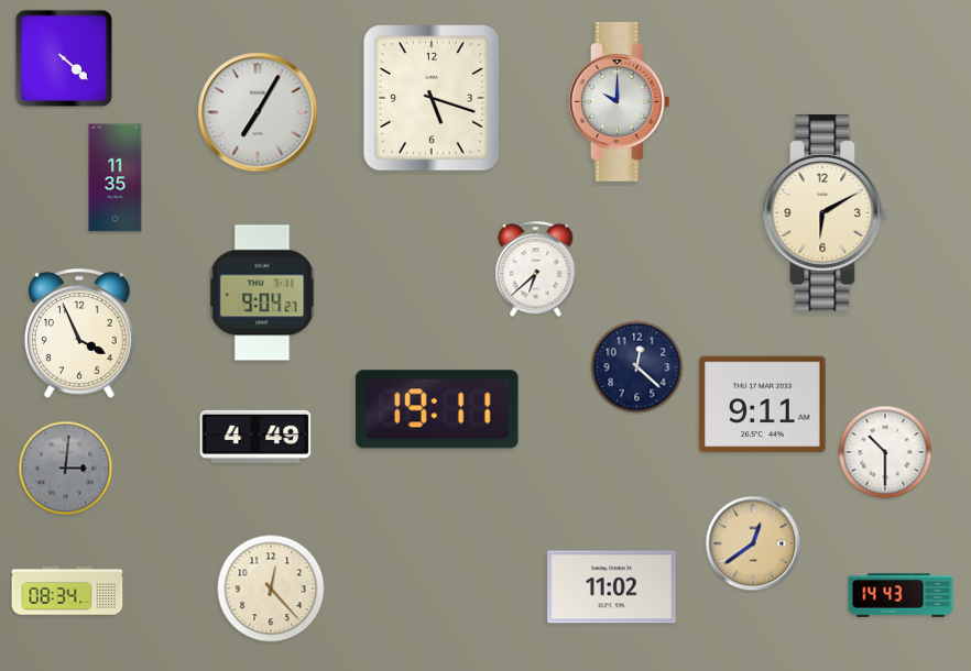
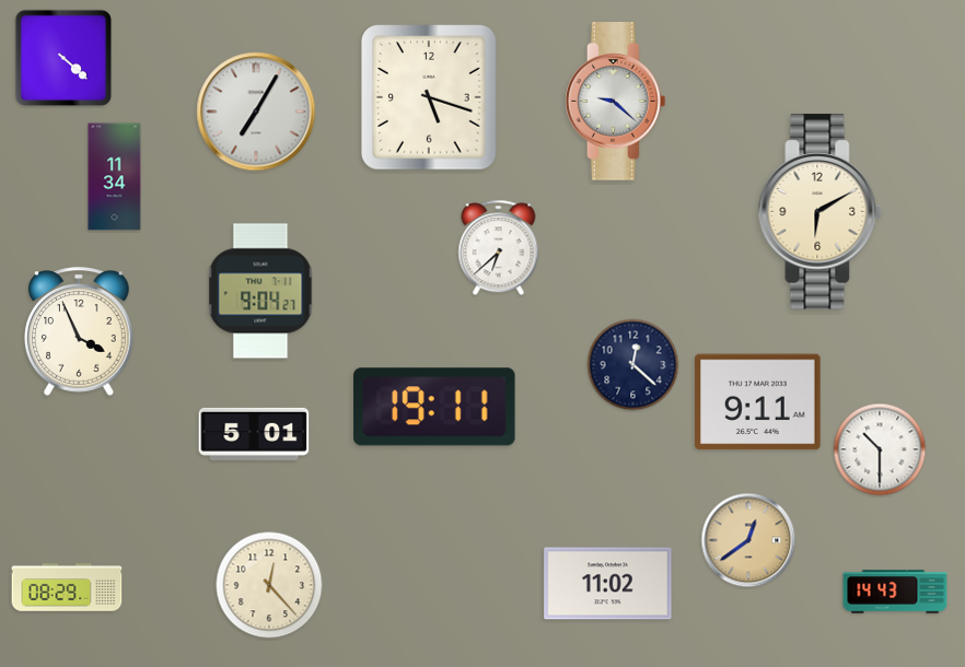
clock at (619, 102): 10:00 -> 9:22
clock at (116, 178): 11:35 -> 11:34
clock at (536, 269) position: (536, 269) -> (499, 248)
clock at (255, 437): 4:49 -> 5:01
clock at (66, 469): 3:01 -> none
clock at (67, 591): 08:34 -> 08:29
